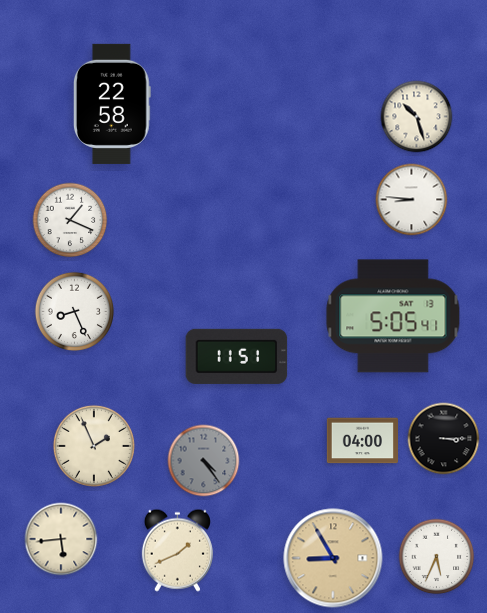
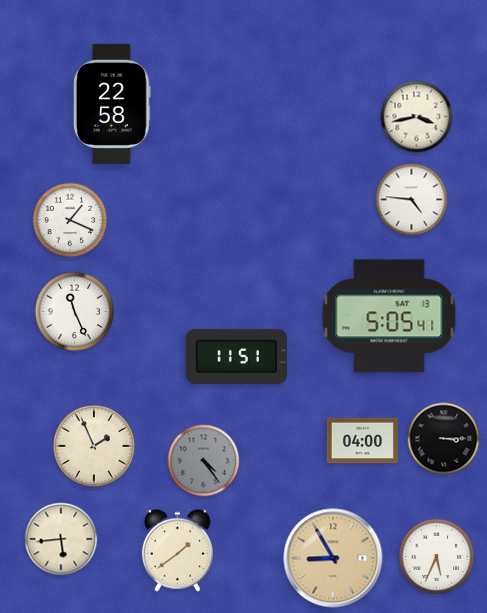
clock at (417, 117): 10:27 -> 3:43
clock at (412, 200): 8:46 -> 4:46
clock at (74, 311): 8:26 -> 11:26
clock at (393, 316) position: (393, 316) -> (389, 316)
clock at (177, 550): 1:41 -> 1:39
